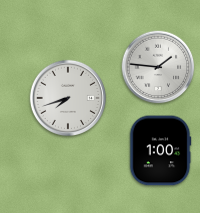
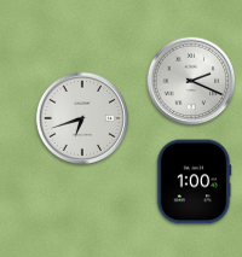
clock at (158, 67): 1:46 -> 2:19
clock at (67, 97): 7:42 -> 6:42
